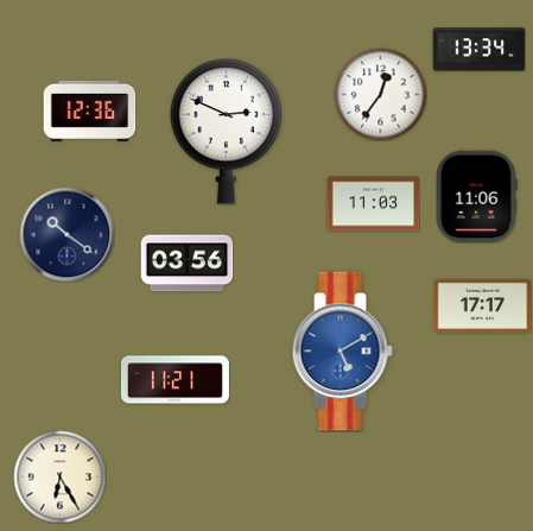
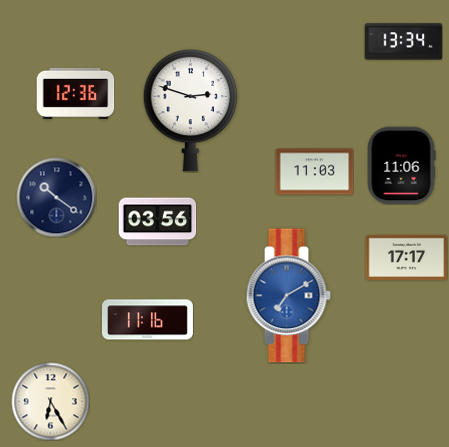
clock at (380, 94): 12:36 -> none
clock at (227, 131): 2:49 -> 2:48
clock at (342, 352): 5:10 -> 7:10
clock at (175, 380): 11:21 -> 11:16
